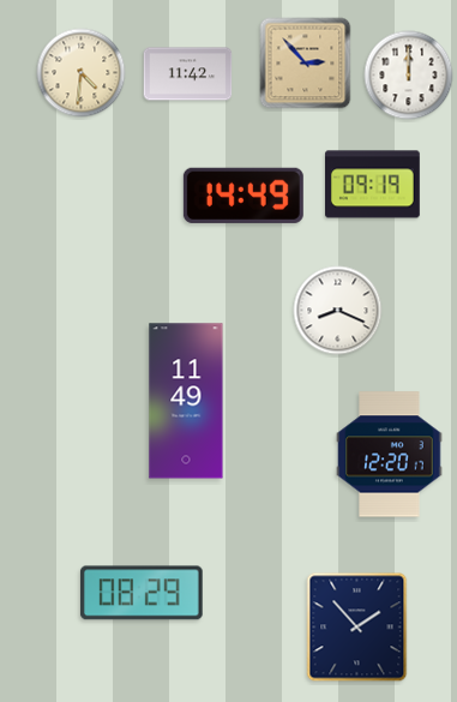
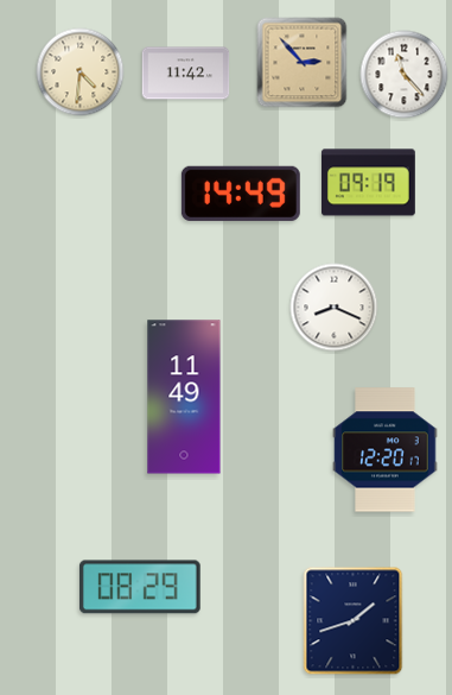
clock at (409, 76): 12:00 -> 11:23
clock at (357, 628): 1:53 -> 1:42
